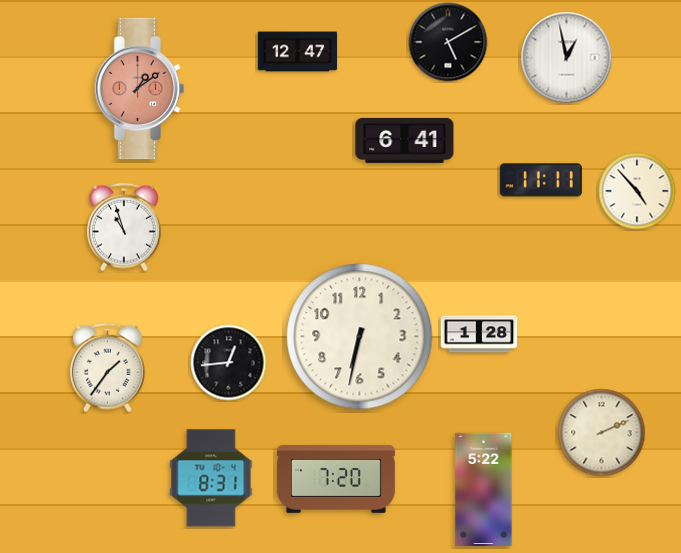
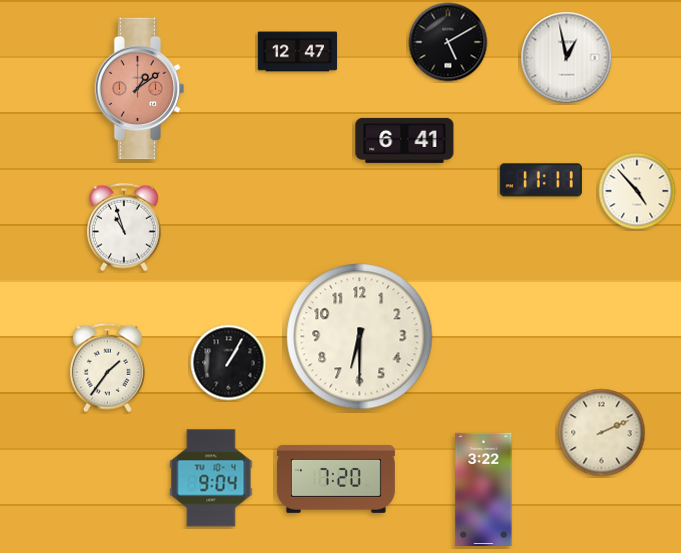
clock at (479, 334): 1:28 -> none
clock at (360, 337): 6:32 -> 6:30
clock at (229, 363): 12:44 -> 1:05
clock at (211, 478): 8:31 -> 9:04
clock at (484, 489): 5:22 -> 3:22
